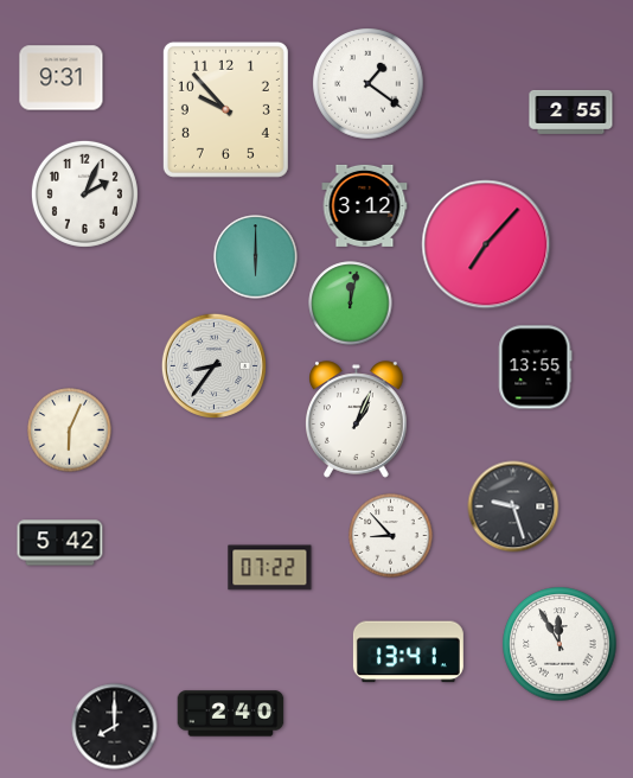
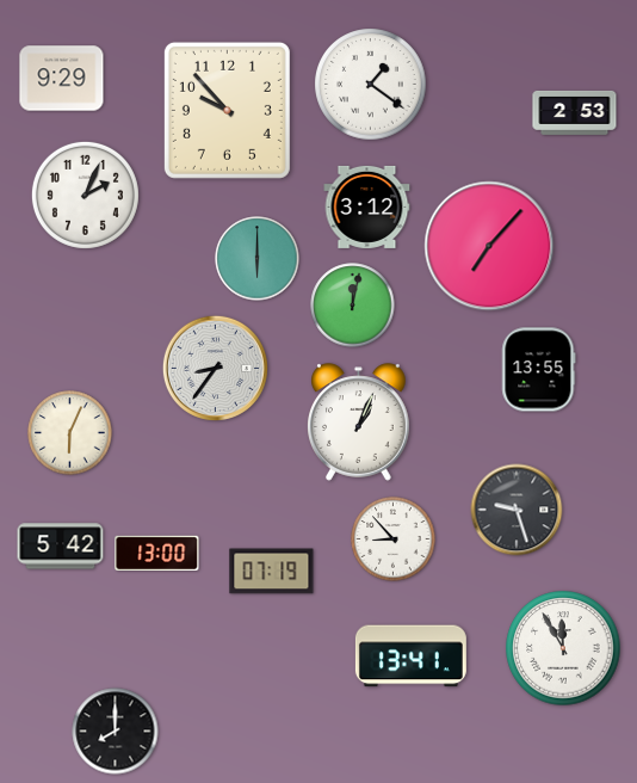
clock at (62, 78): 9:31 -> 9:29
clock at (571, 111): 2:55 -> 2:53
clock at (157, 553): none -> 13:00
clock at (270, 568): 07:22 -> 07:19
clock at (231, 714): 2:40 -> none
